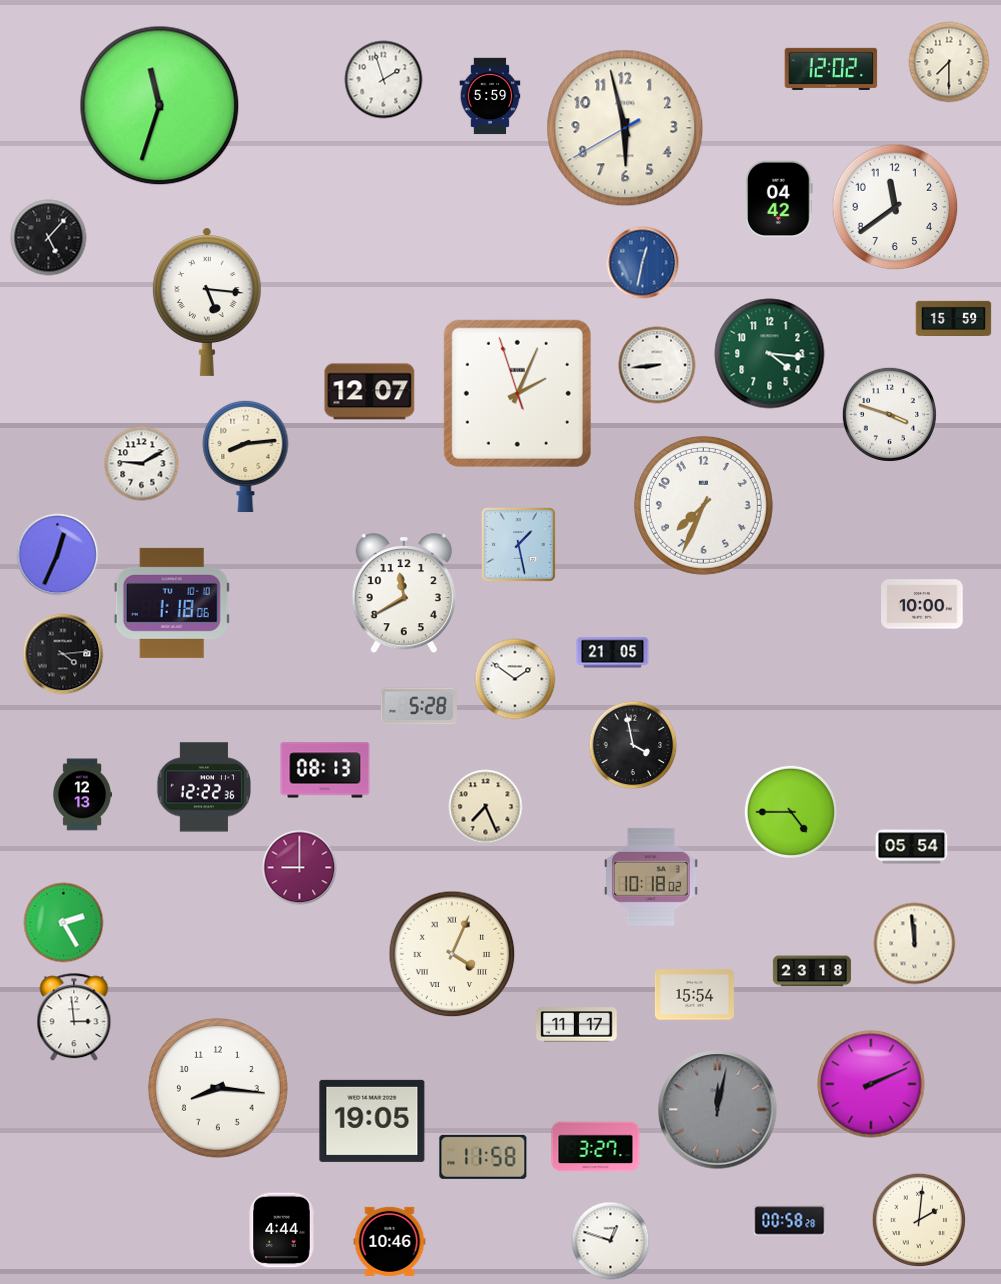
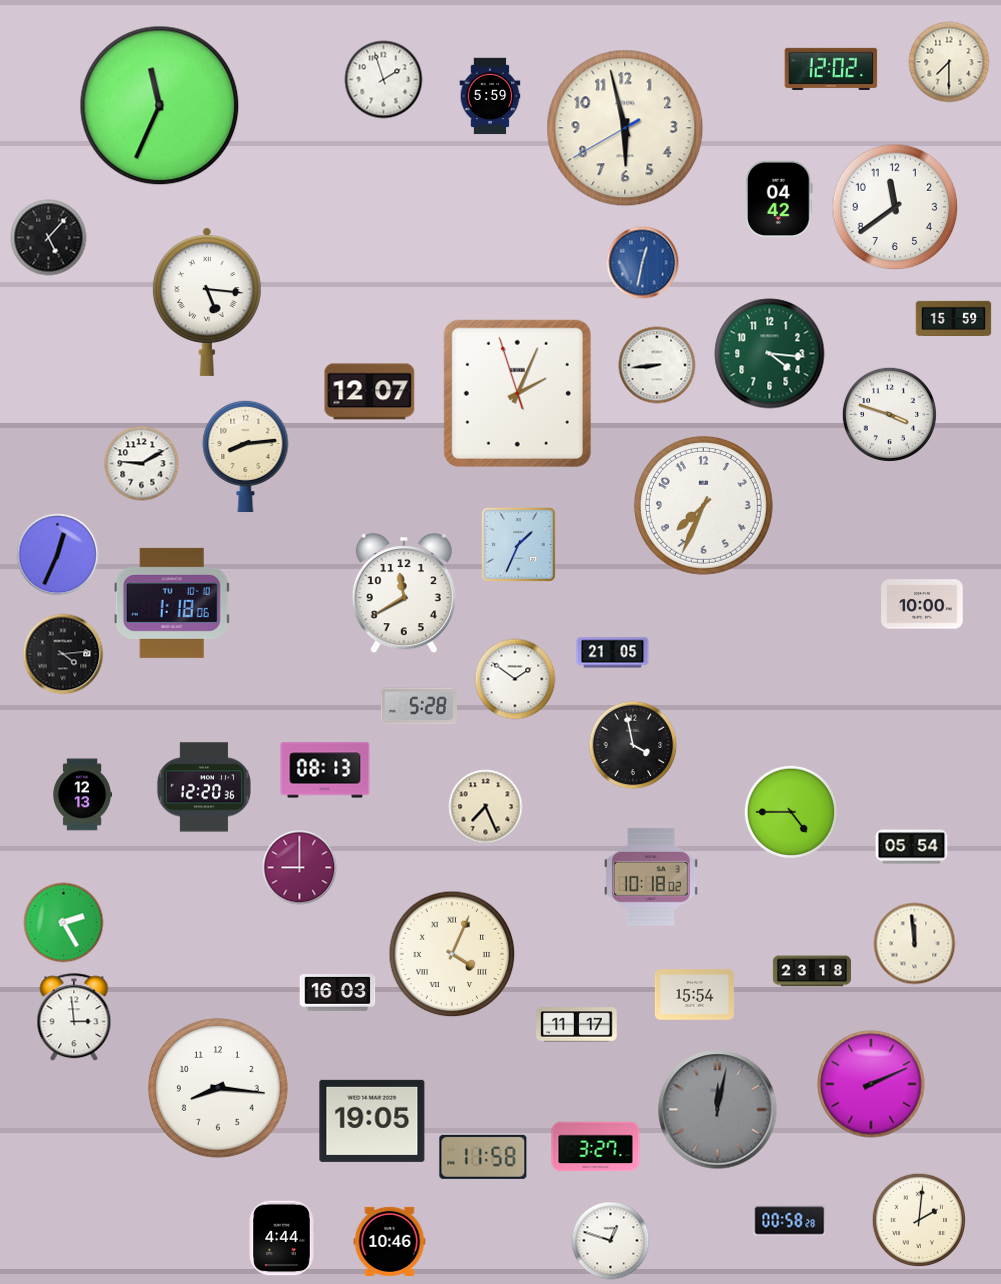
clock at (160, 106): 11:33 -> 11:34
clock at (519, 545): 1:28 -> 1:34
clock at (203, 787): 12:22 -> 12:20
clock at (338, 993): none -> 16:03
clock at (282, 1230) position: (282, 1230) -> (282, 1238)
